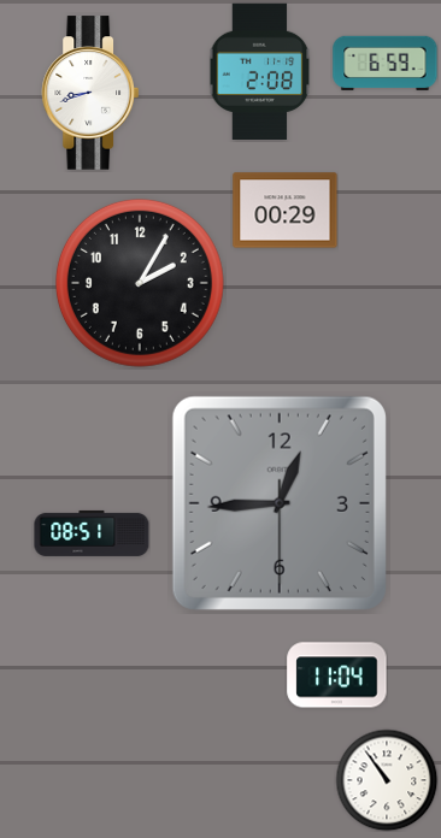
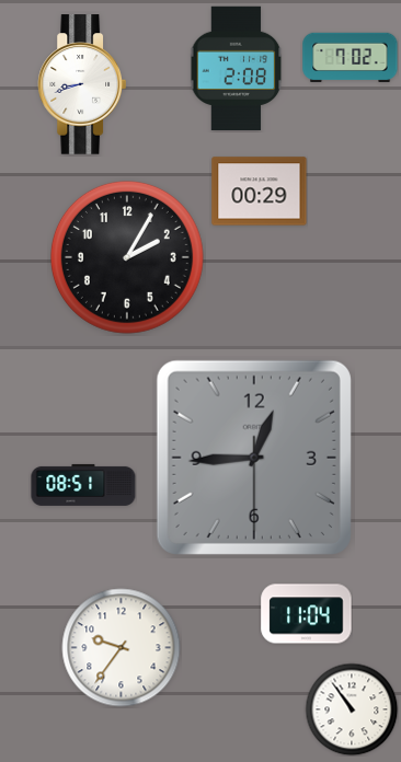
clock at (386, 63): 6:59 -> 7:02
clock at (260, 71) position: (260, 71) -> (237, 68)
clock at (122, 648): none -> 9:36
